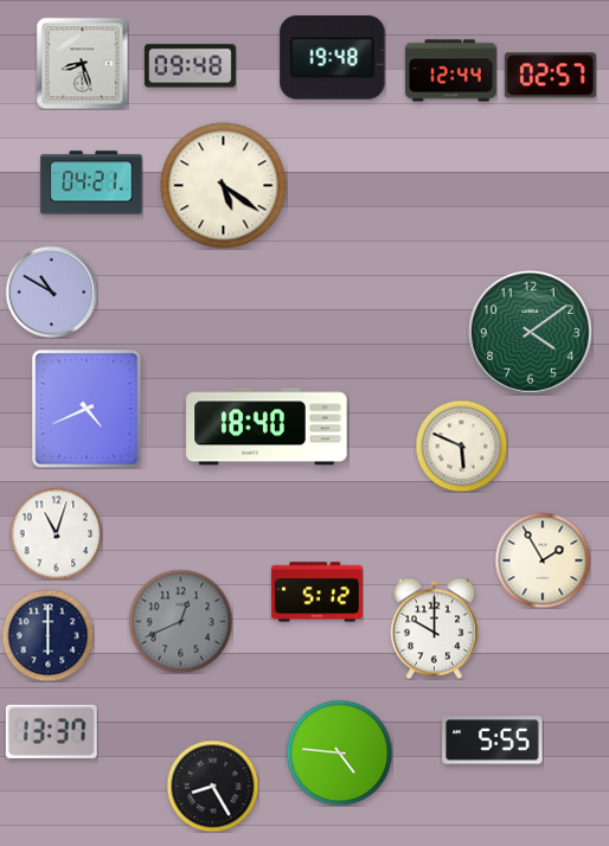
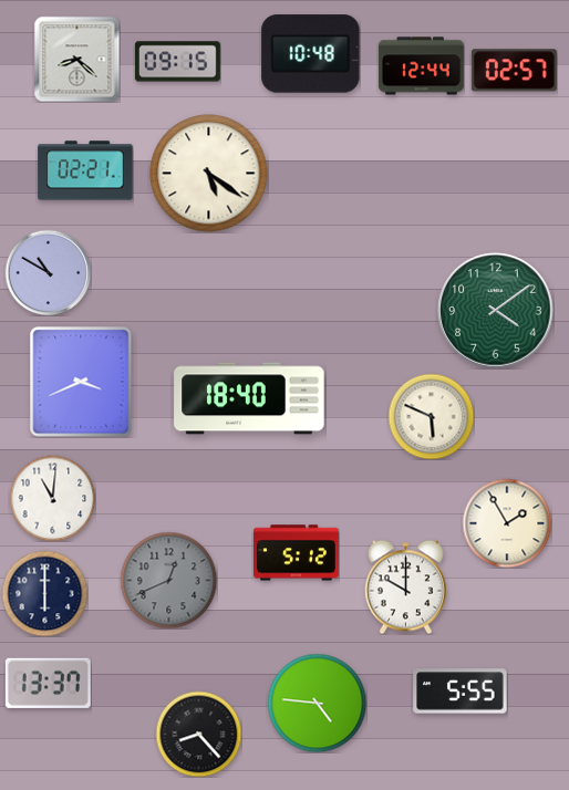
clock at (333, 58): 19:48 -> 10:48
clock at (82, 63): 8:27 -> 8:22
clock at (190, 66): 09:48 -> 09:15
clock at (91, 182): 04:21 -> 02:21
clock at (86, 409): 4:41 -> 3:41
clock at (56, 533): 11:03 -> 11:01
clock at (212, 786): 8:25 -> 8:23
